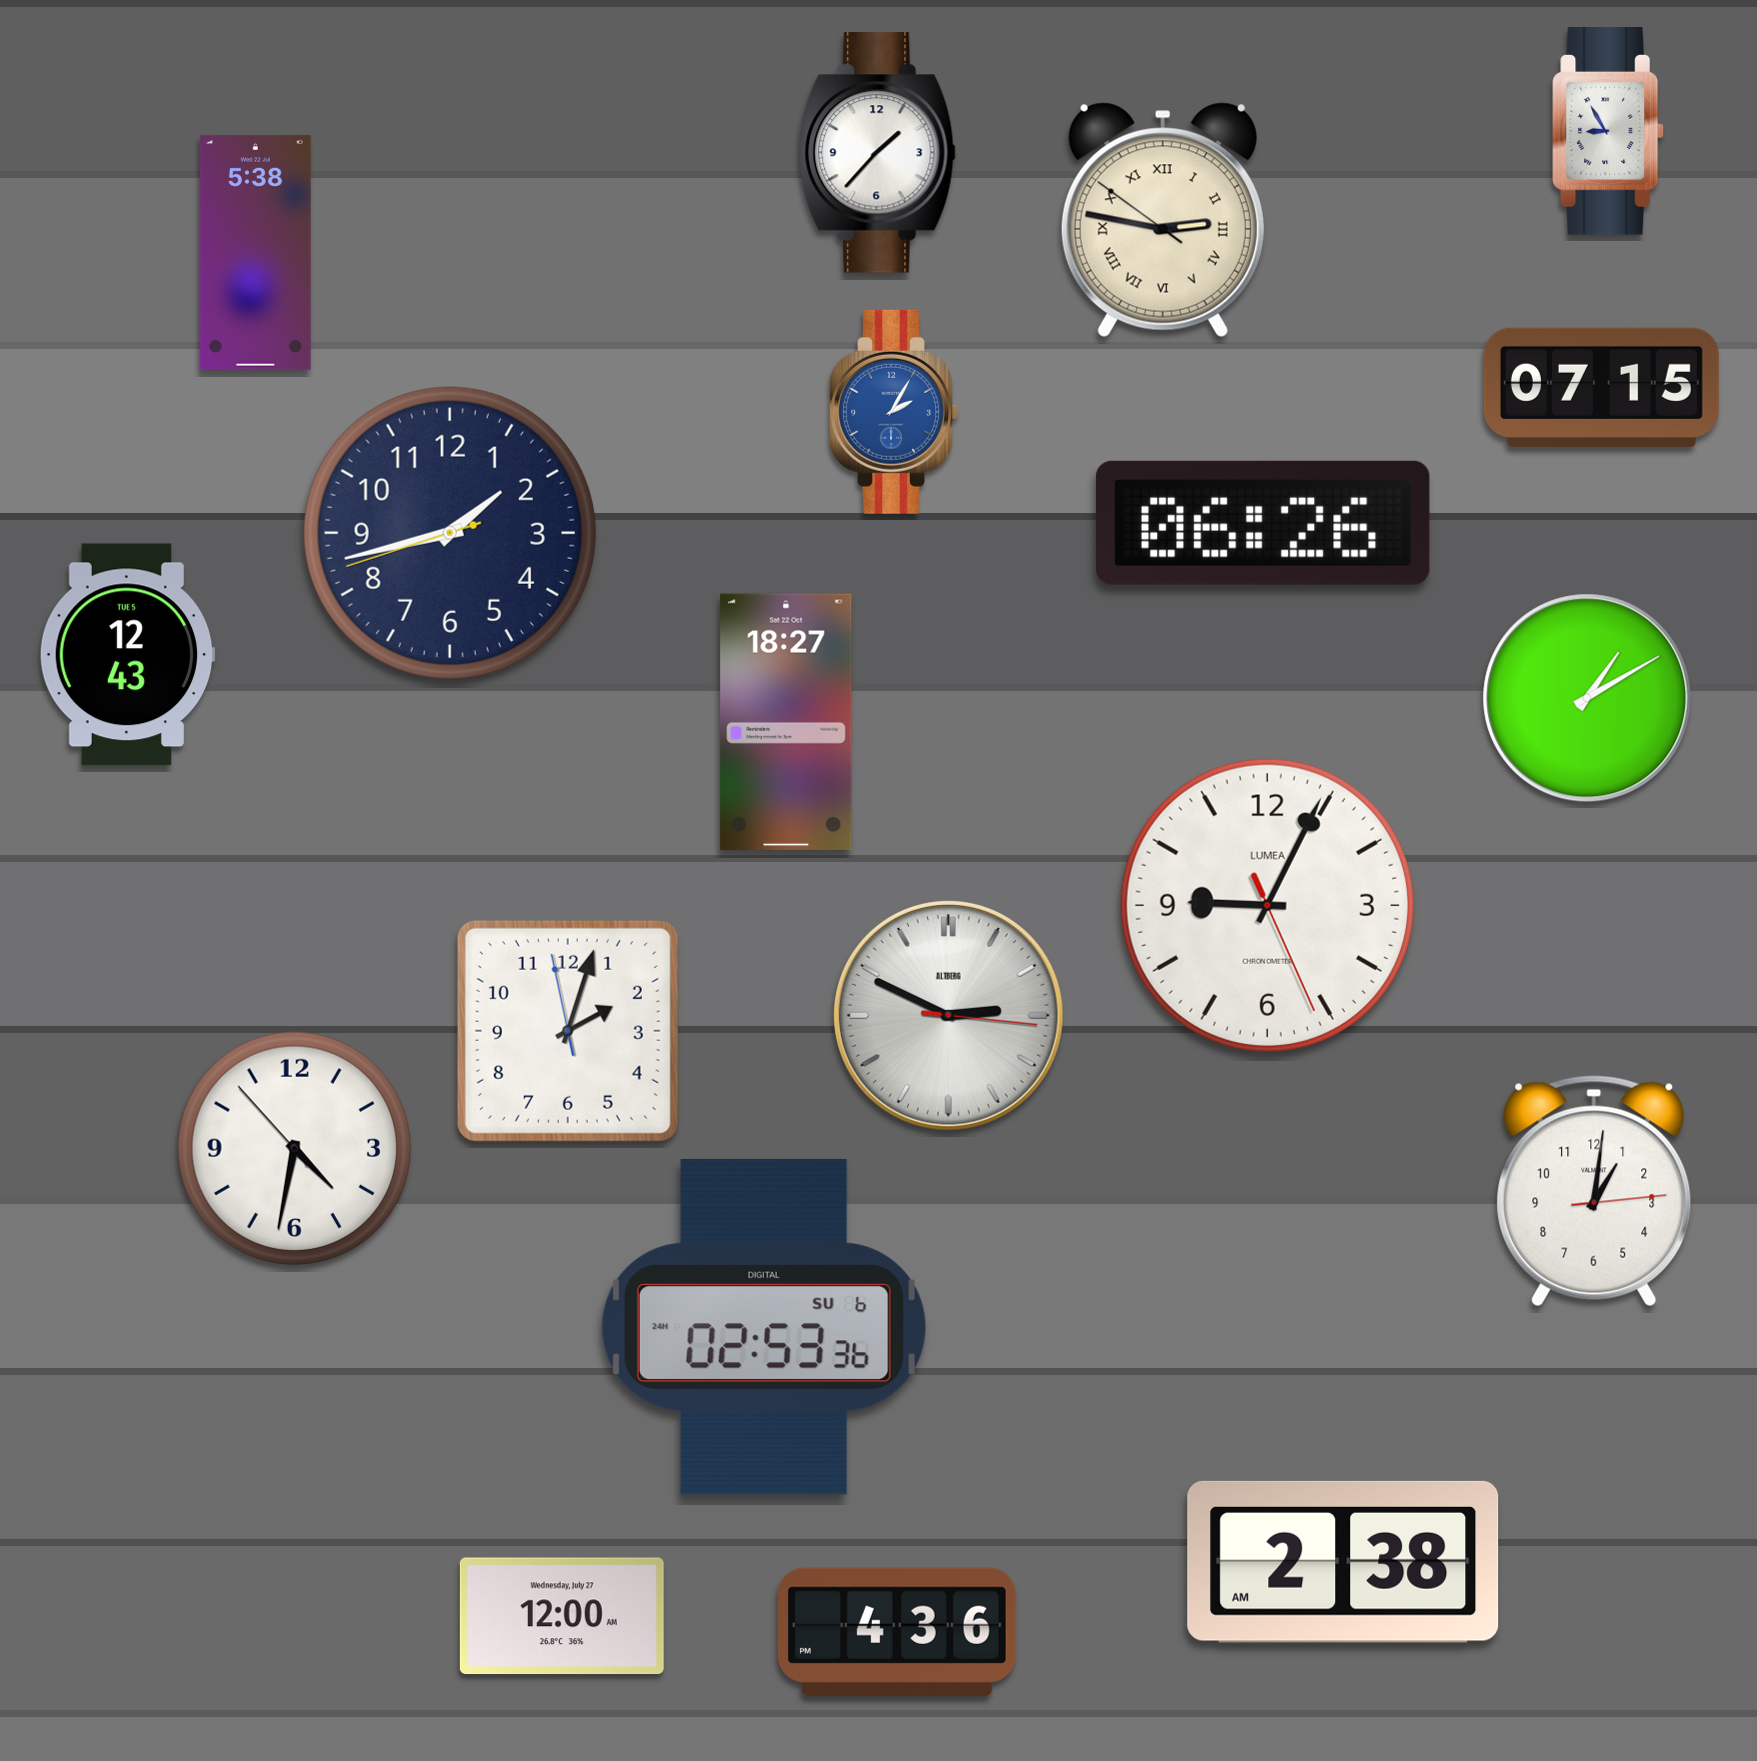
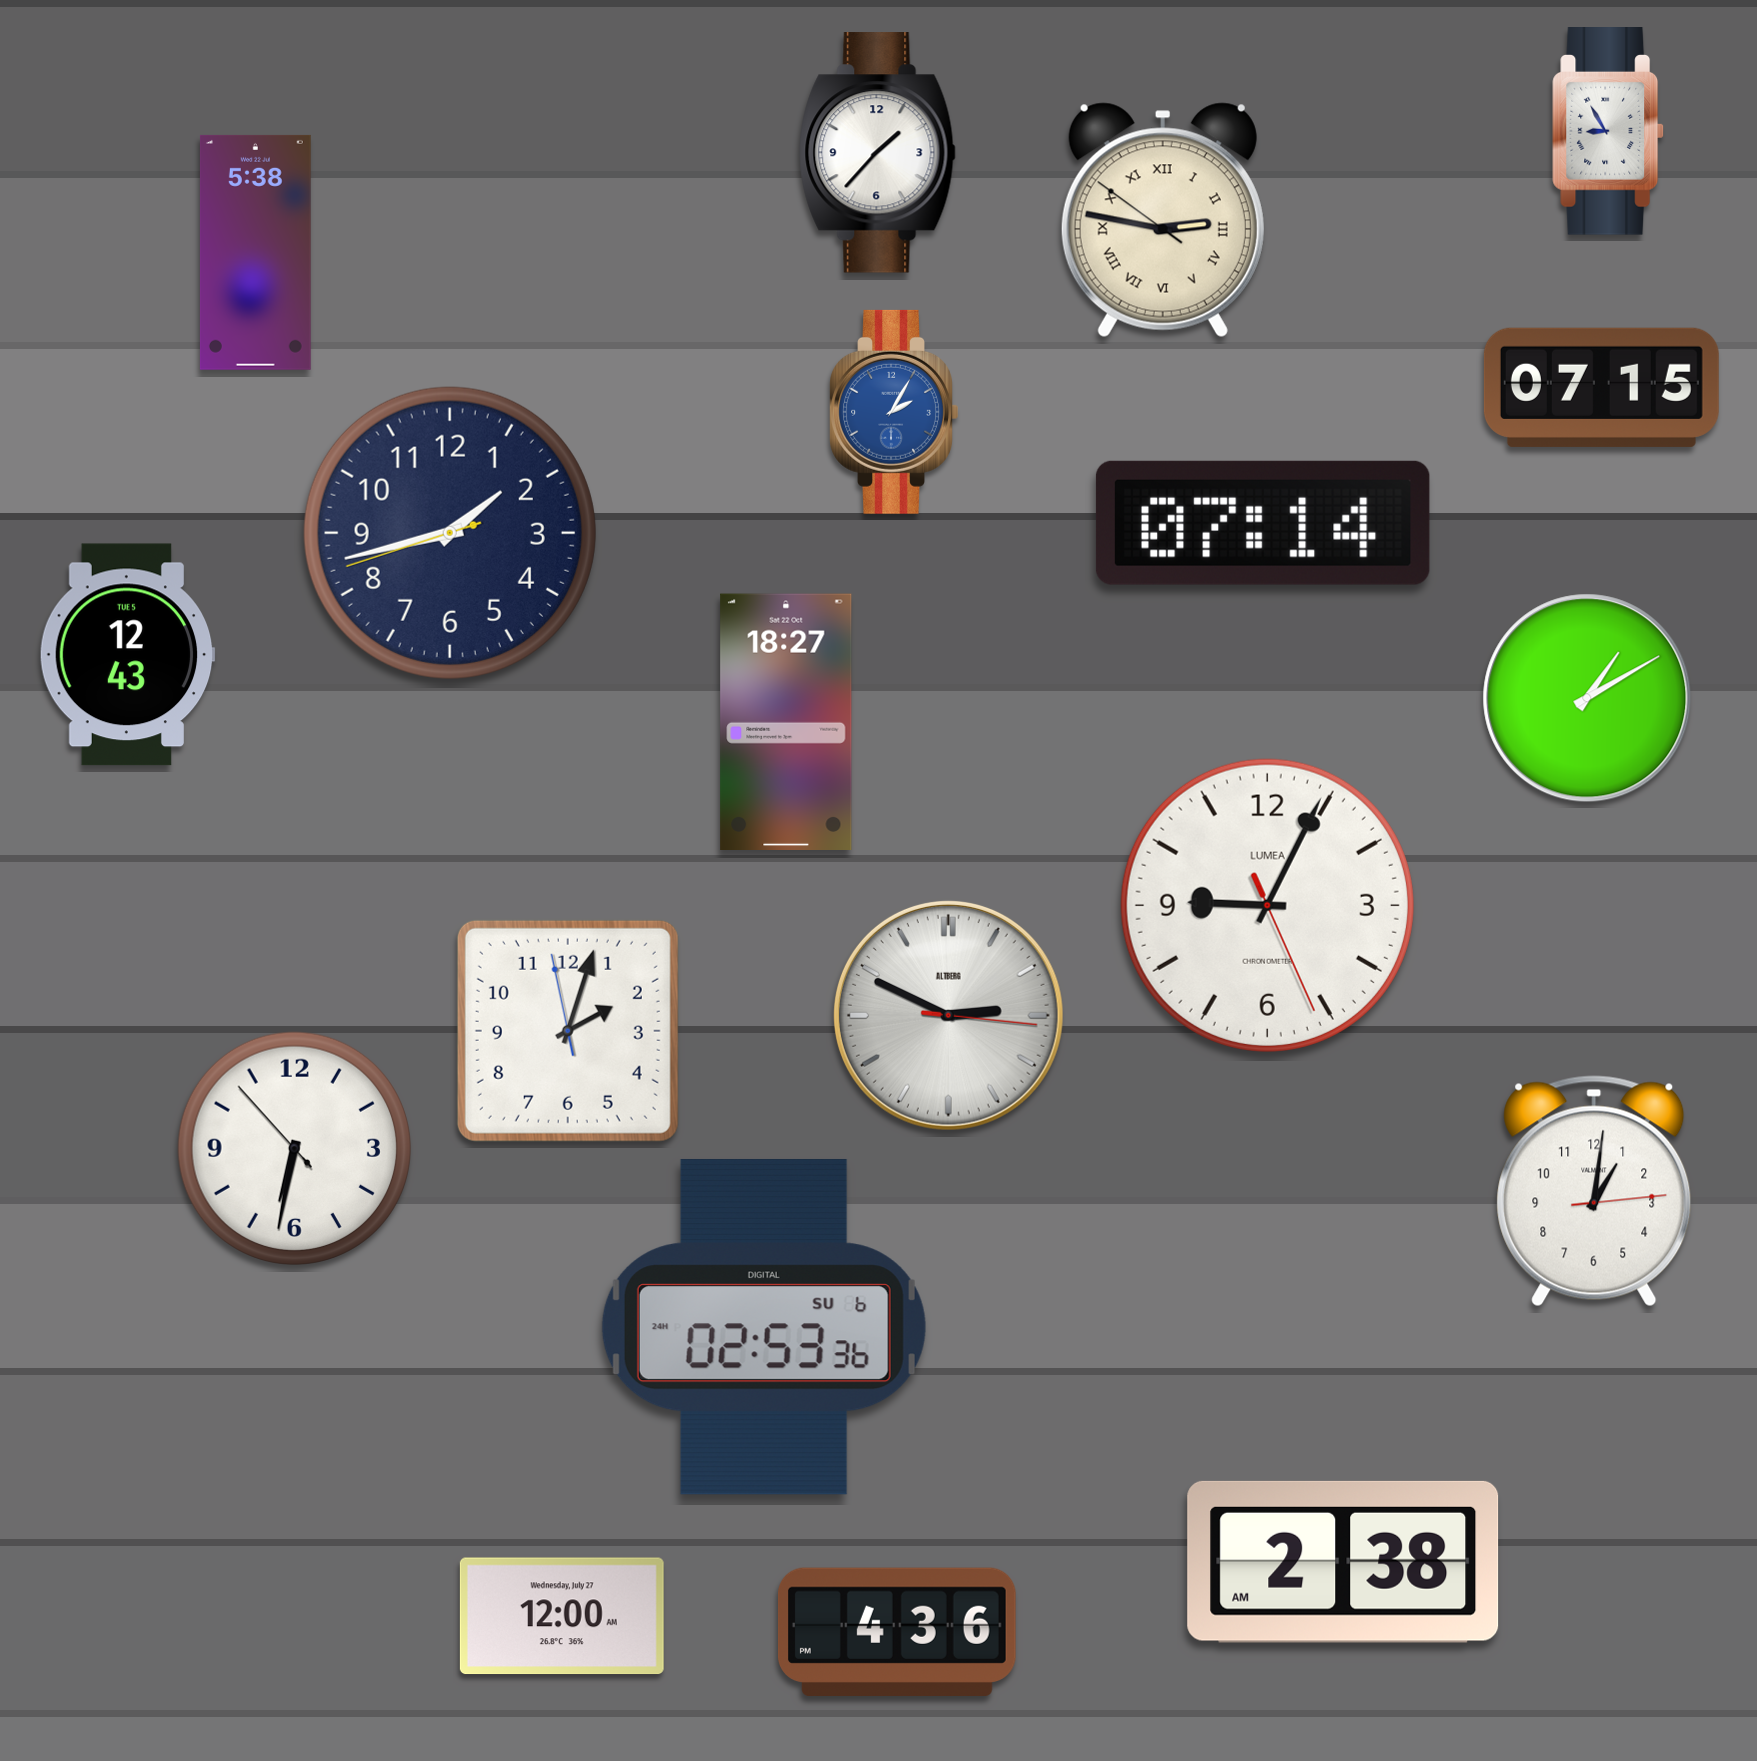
clock at (1263, 523): 06:26 -> 07:14
clock at (294, 1148): 4:31 -> 6:31
